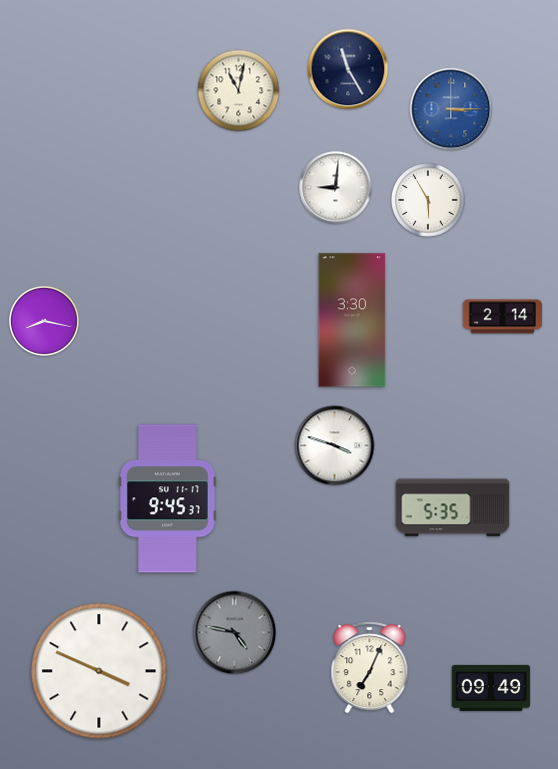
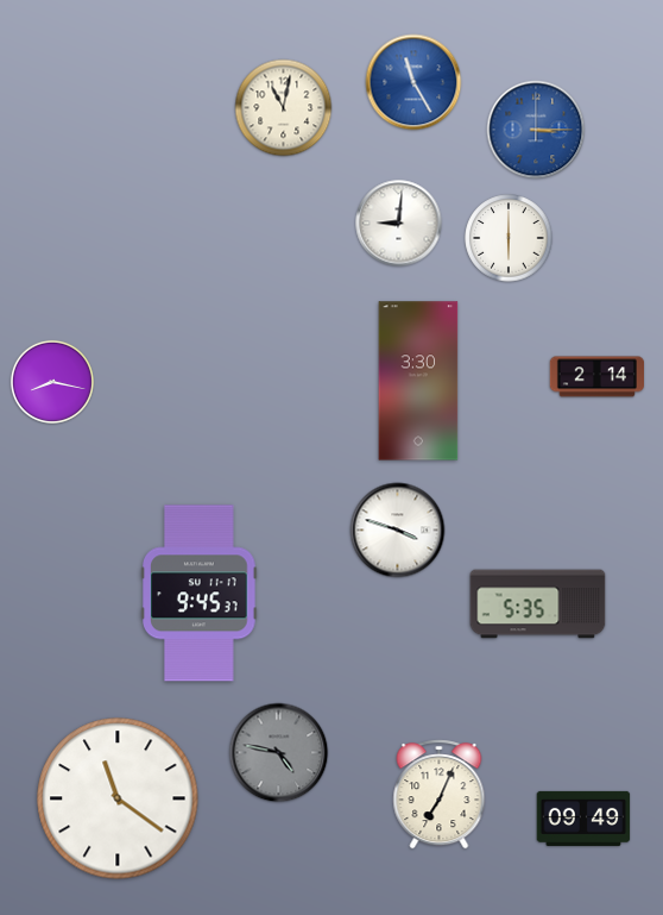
clock at (348, 69) dial: navy -> blue
clock at (428, 200): 5:55 -> 6:00
clock at (99, 671): 3:49 -> 11:21
